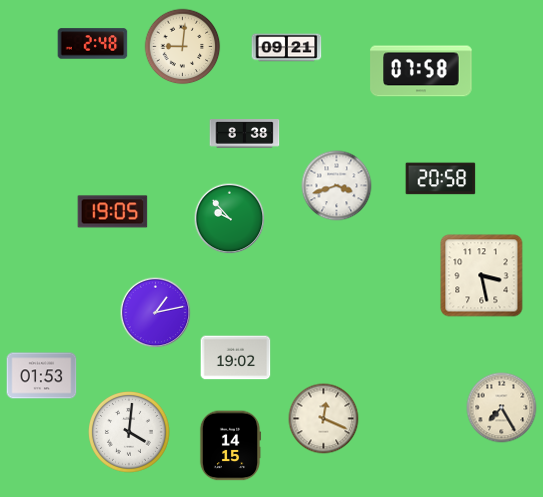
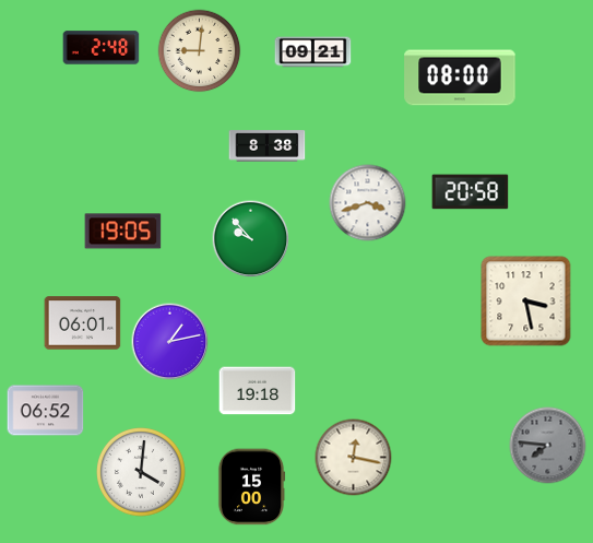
clock at (421, 71): 07:58 -> 08:00
clock at (441, 179) position: (441, 179) -> (471, 192)
clock at (83, 323): none -> 06:01
clock at (236, 358): 19:02 -> 19:18
clock at (42, 376): 01:53 -> 06:52
clock at (502, 408): 7:25 -> 7:46
clock at (502, 408) dial: cream -> grey
clock at (324, 419): 12:19 -> 12:17
clock at (230, 446): 14:15 -> 15:00
